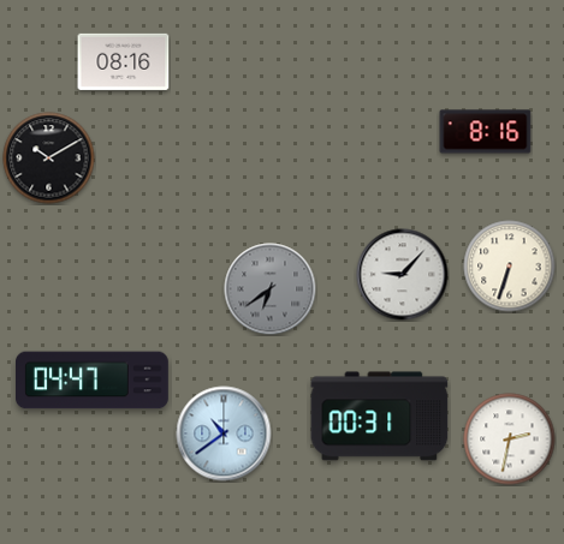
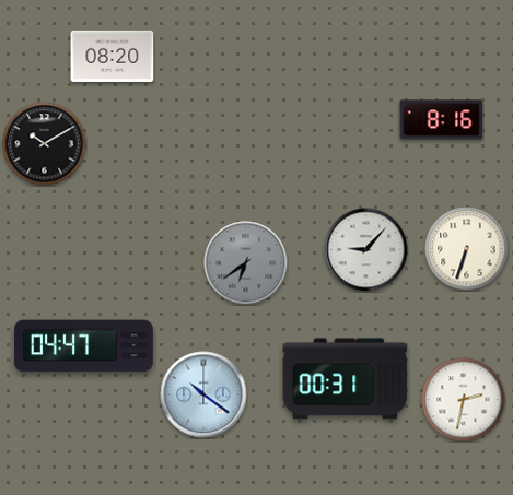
clock at (124, 61): 08:16 -> 08:20
clock at (510, 267) position: (510, 267) -> (467, 249)
clock at (224, 434): 10:39 -> 10:21
